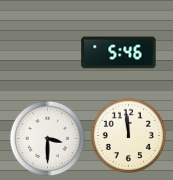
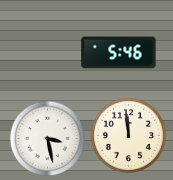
clock at (47, 138): 3:30 -> 3:28
